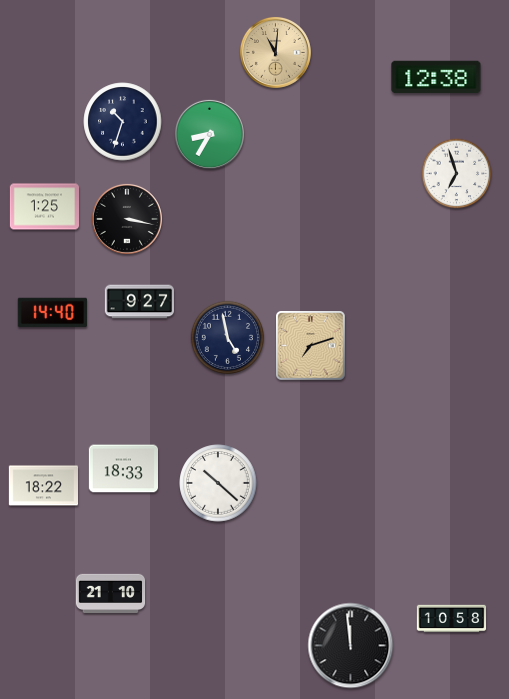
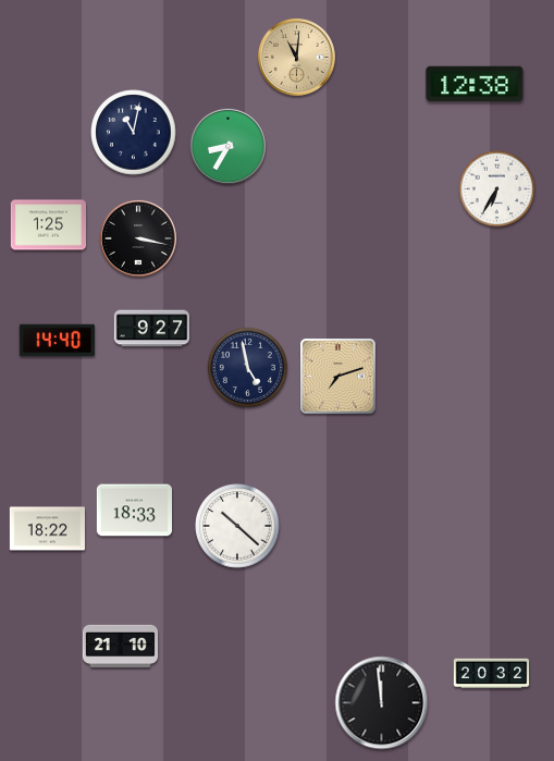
clock at (275, 52) position: (275, 52) -> (296, 57)
clock at (123, 122): 10:33 -> 11:02
clock at (457, 174): 6:57 -> 6:35
clock at (452, 619): 10:58 -> 20:32
